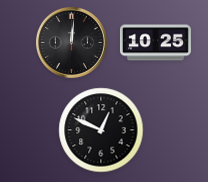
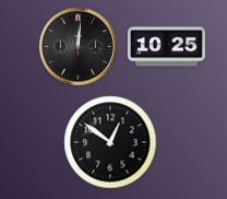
clock at (155, 43) position: (155, 43) -> (166, 47)
clock at (101, 130): 12:49 -> 12:51
